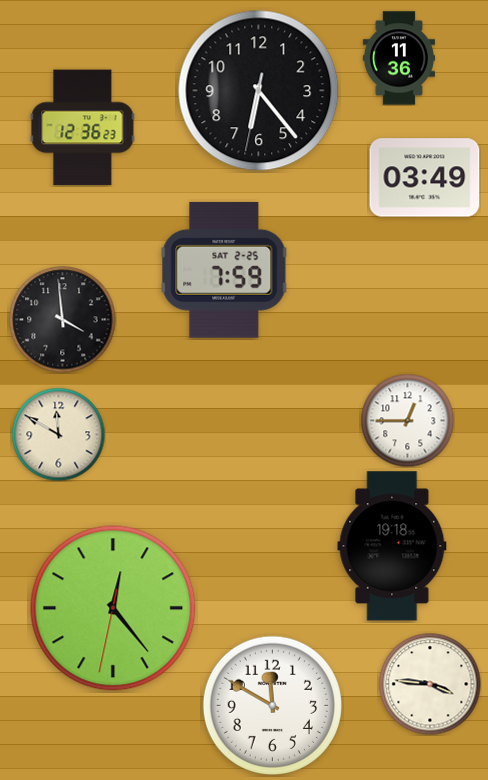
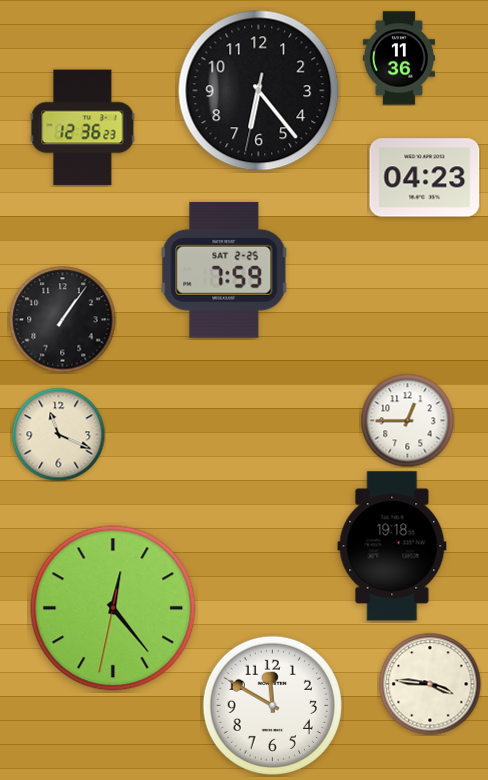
clock at (425, 178): 03:49 -> 04:23
clock at (63, 320): 3:59 -> 1:06
clock at (58, 434): 11:50 -> 11:19
